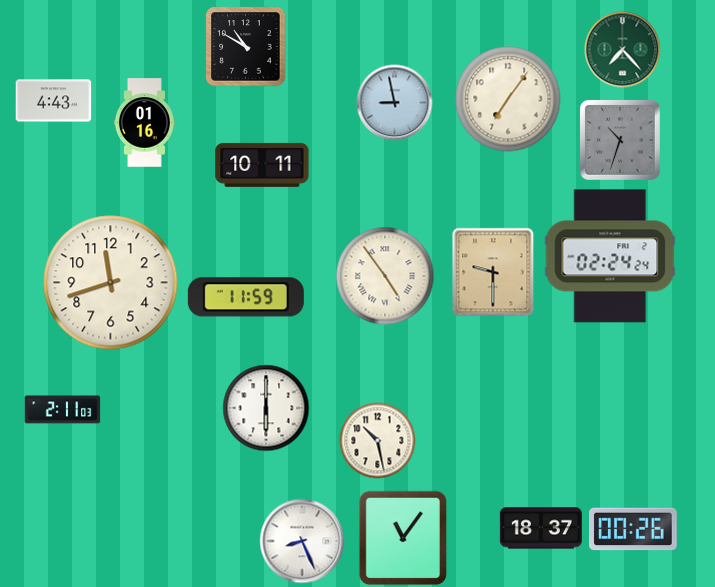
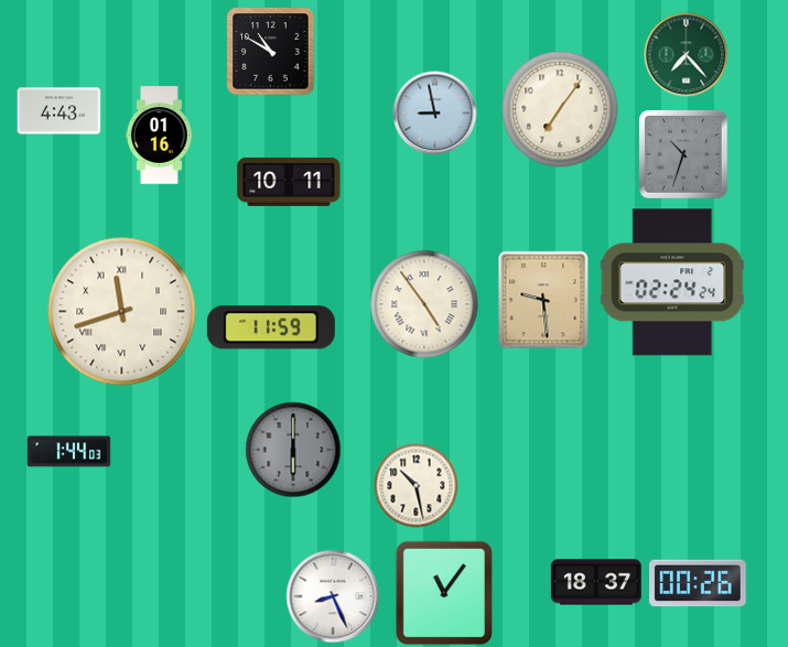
clock at (493, 272): 9:30 -> 9:29
clock at (111, 283) numerals: Arabic -> Roman
clock at (266, 408) dial: white -> grey
clock at (63, 410): 2:11 -> 1:44
